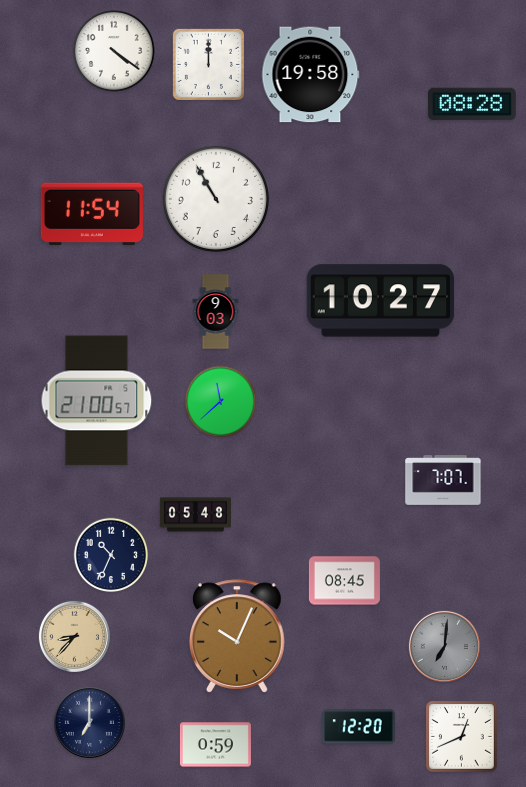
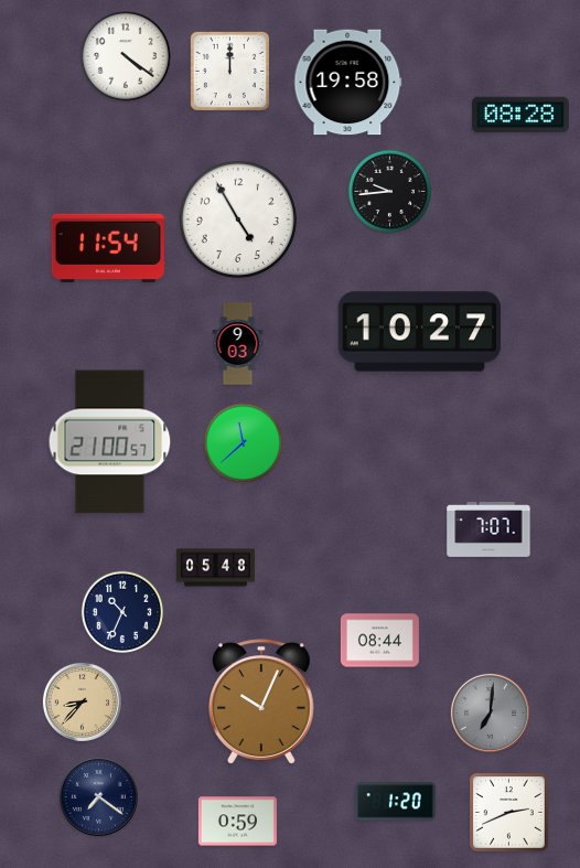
clock at (311, 75) position: (311, 75) -> (348, 83)
clock at (390, 192): none -> 9:44
clock at (215, 198): 10:55 -> 4:55
clock at (92, 213) position: (92, 213) -> (108, 247)
clock at (97, 401) position: (97, 401) -> (110, 442)
clock at (344, 581): 08:45 -> 08:44
clock at (89, 722): 7:00 -> 7:21
clock at (359, 727): 12:20 -> 1:20
clock at (462, 737): 12:41 -> 2:41
